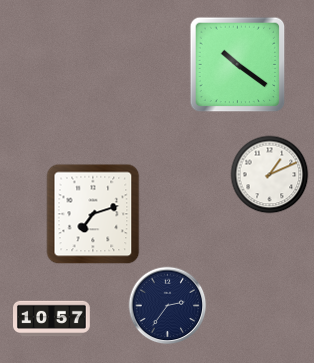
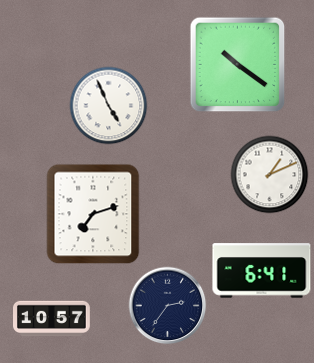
clock at (108, 105): none -> 4:56
clock at (262, 271): none -> 6:41
